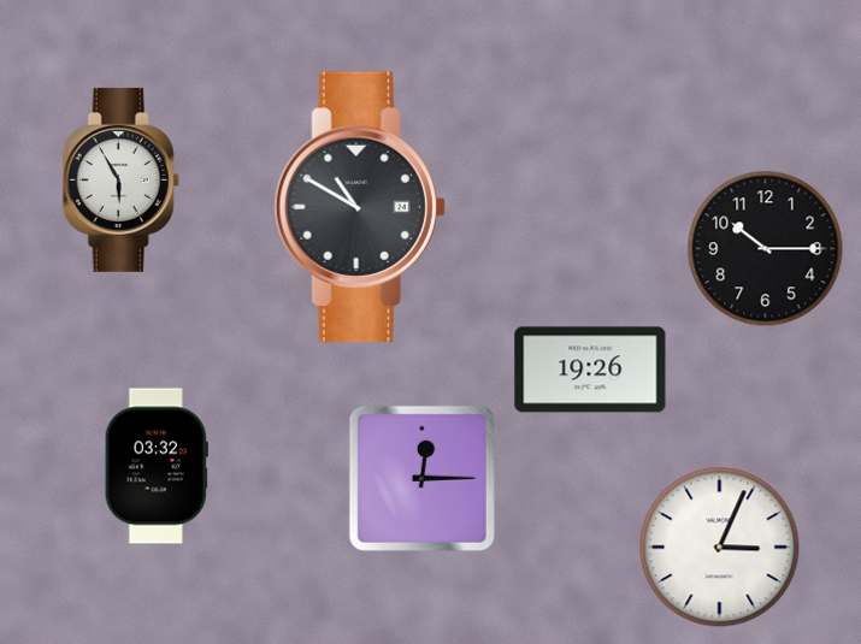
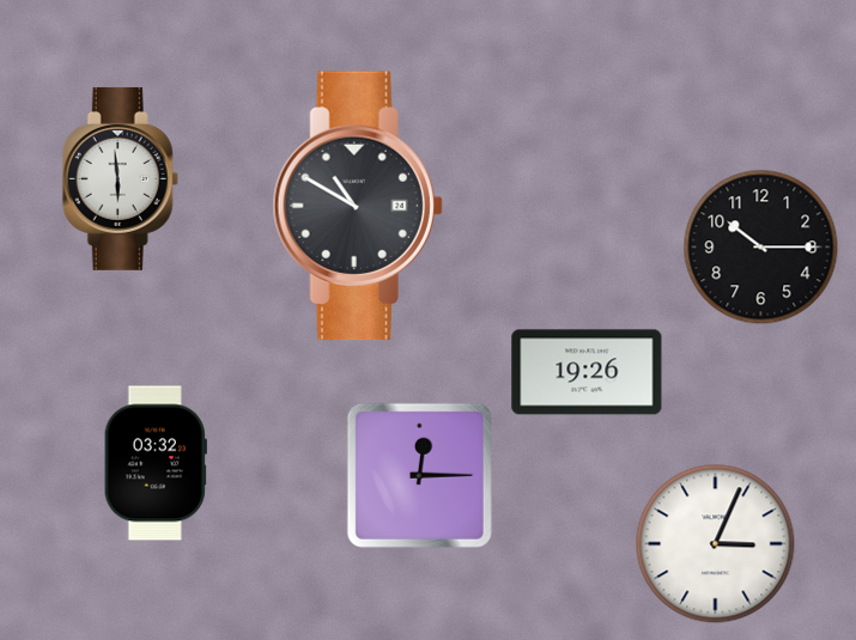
clock at (120, 179): 5:55 -> 5:59
clock at (590, 370) position: (590, 370) -> (587, 372)
